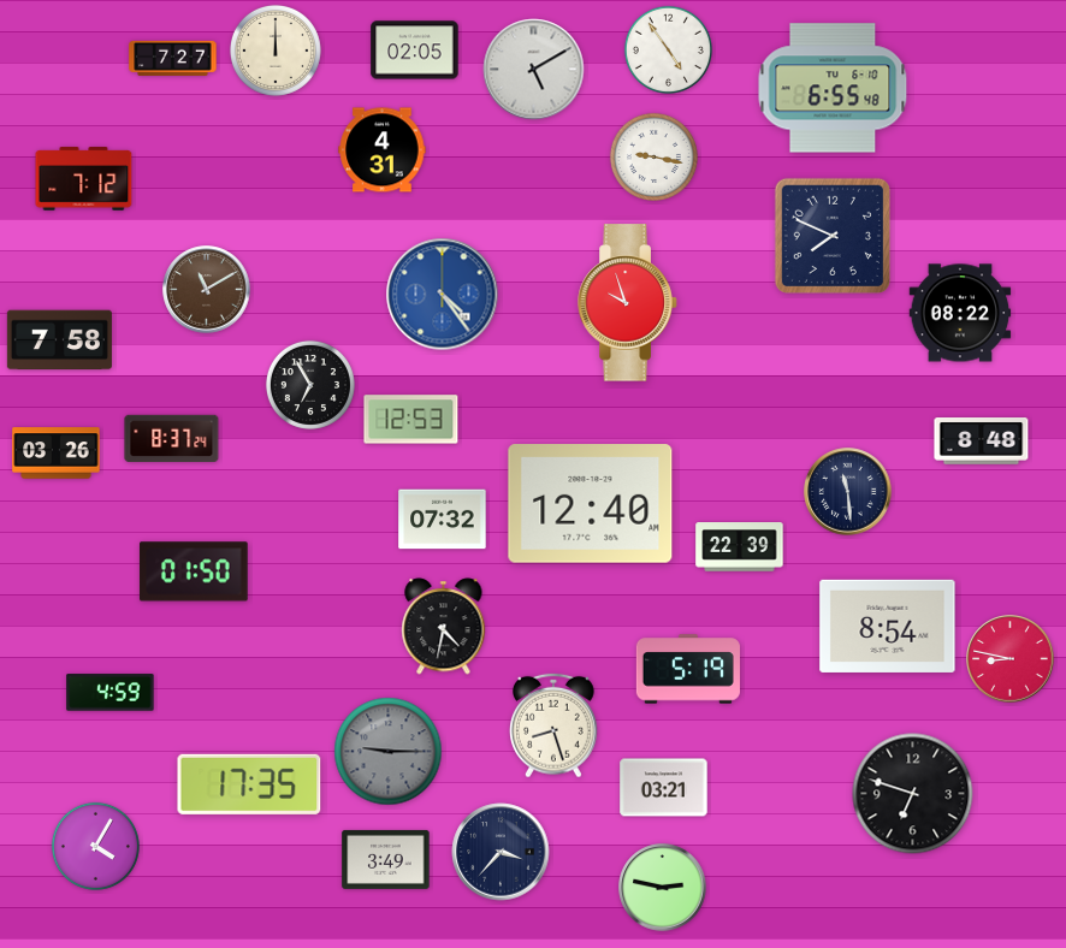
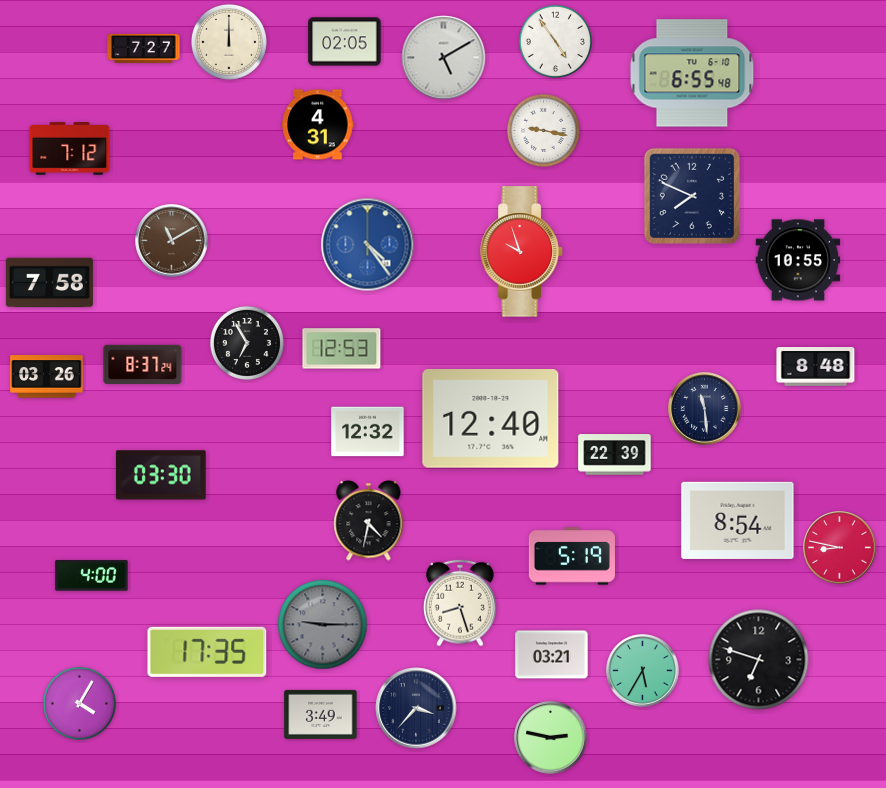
clock at (960, 313): 08:22 -> 10:55
clock at (310, 385) position: (310, 385) -> (247, 343)
clock at (443, 520): 07:32 -> 12:32
clock at (194, 571): 01:50 -> 03:30
clock at (111, 693): 4:59 -> 4:00
clock at (643, 671): none -> 5:35
